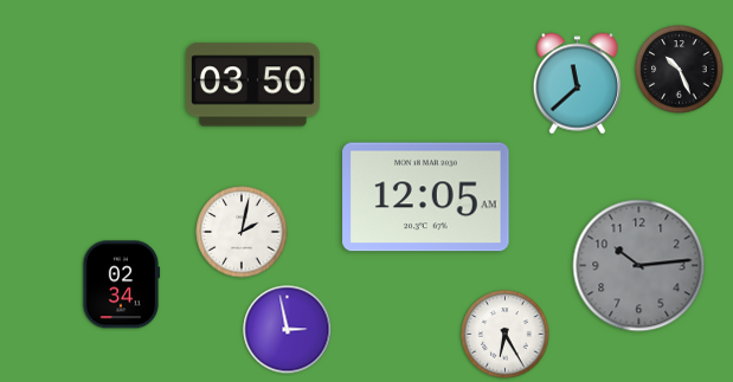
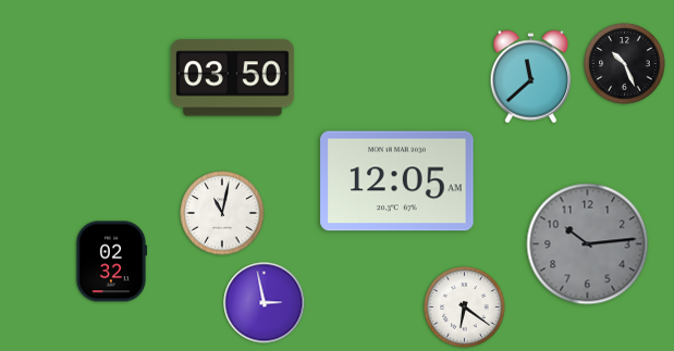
clock at (426, 198) position: (426, 198) -> (397, 181)
clock at (242, 232): 2:02 -> 11:02
clock at (121, 285): 02:34 -> 02:32
clock at (506, 335): 6:25 -> 6:21
